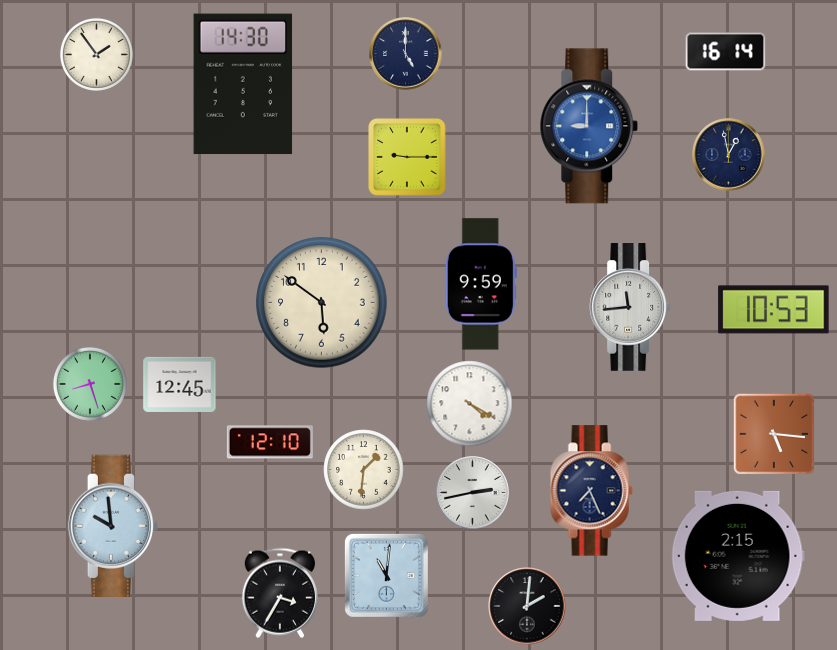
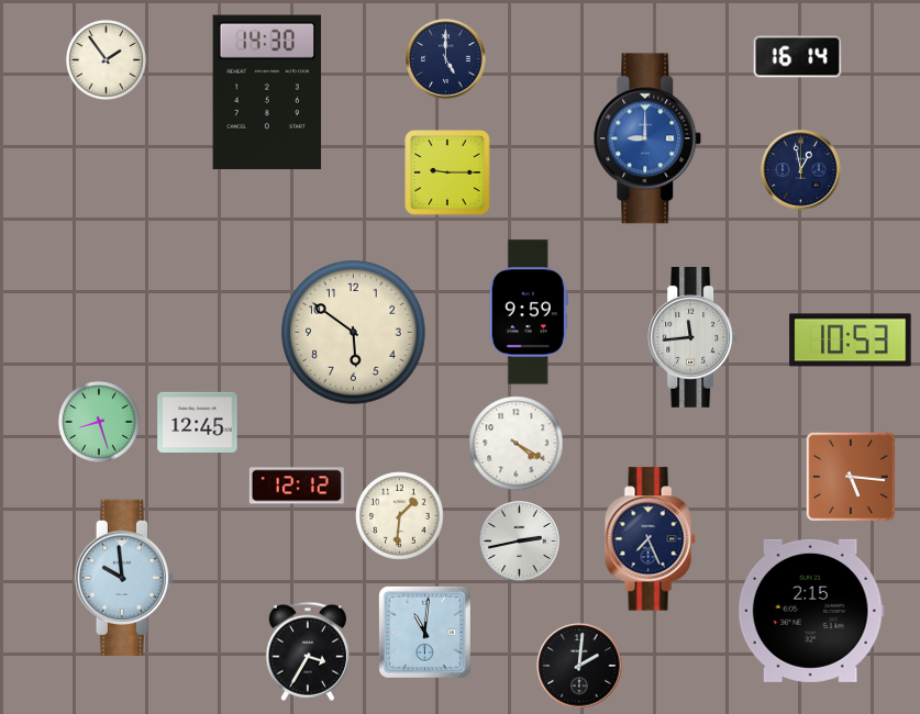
clock at (270, 442): 12:10 -> 12:12
